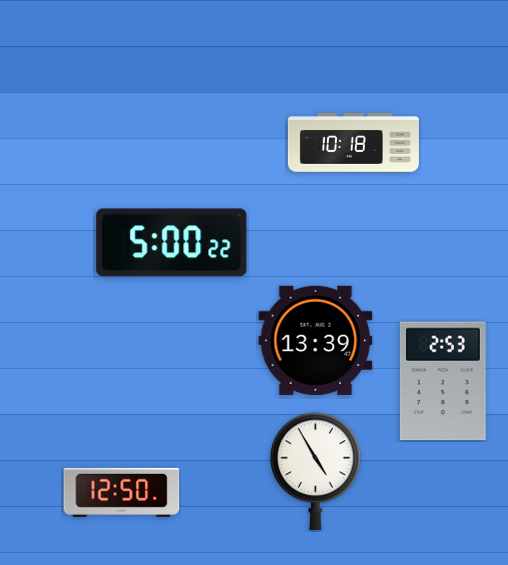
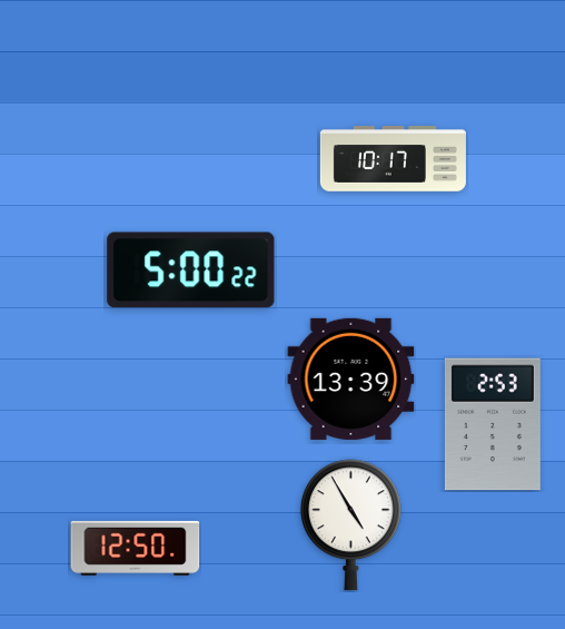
clock at (353, 143): 10:18 -> 10:17
